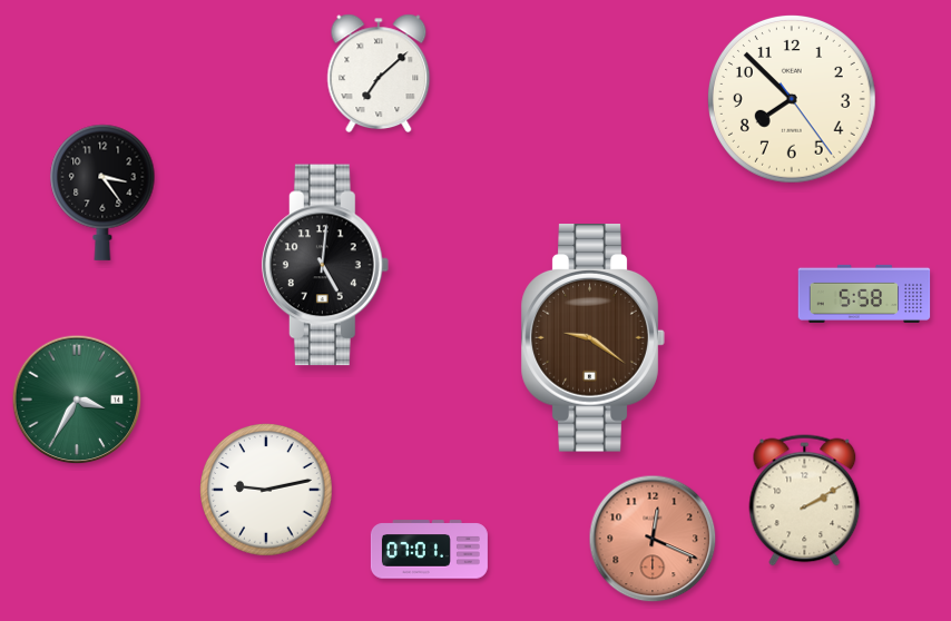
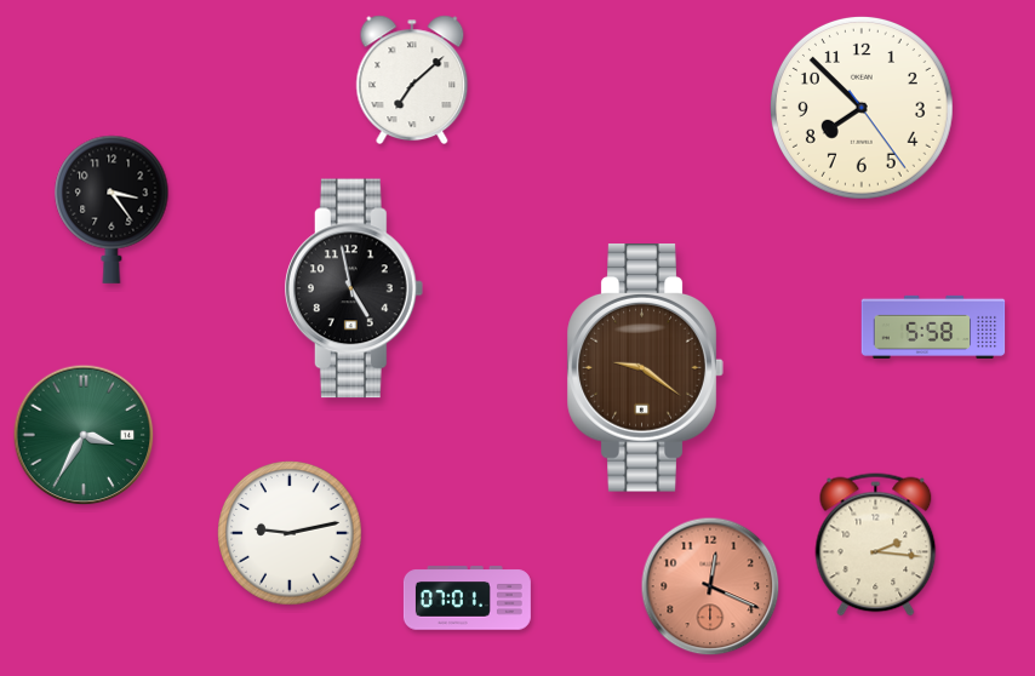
clock at (325, 265): 5:01 -> 4:58
clock at (864, 294) position: (864, 294) -> (933, 327)
clock at (805, 501): 2:10 -> 2:16
